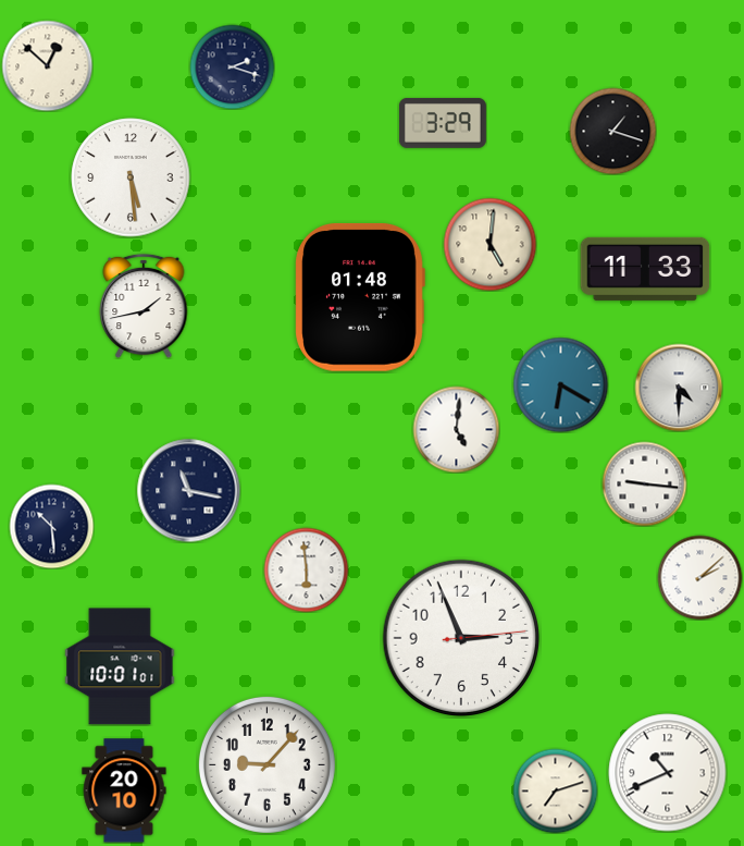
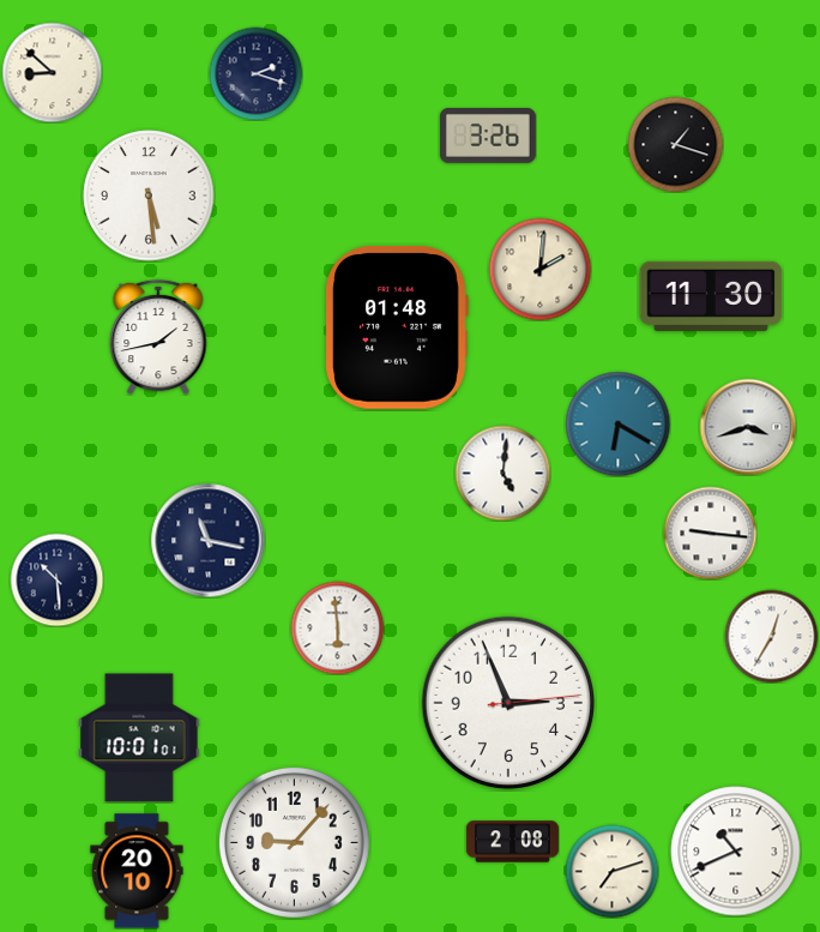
clock at (47, 65): 12:52 -> 8:52
clock at (443, 123): 3:29 -> 3:26
clock at (131, 177) position: (131, 177) -> (149, 196)
clock at (489, 244): 5:01 -> 2:01
clock at (645, 269): 11:33 -> 11:30
clock at (679, 388): 4:30 -> 3:42
clock at (699, 577): 2:08 -> 12:35
clock at (120, 666) position: (120, 666) -> (139, 738)
clock at (512, 842): none -> 2:08
